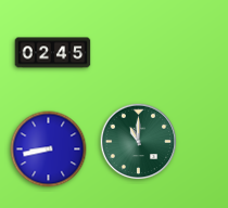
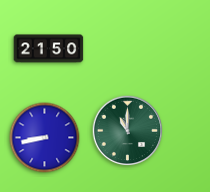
clock at (53, 53): 02:45 -> 21:50
